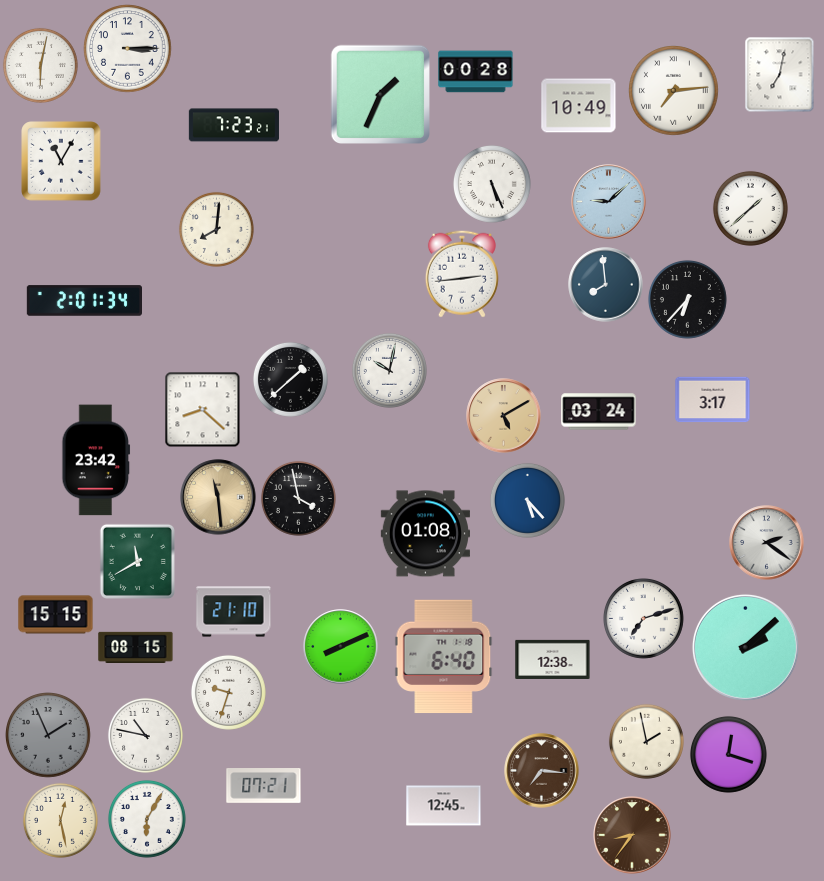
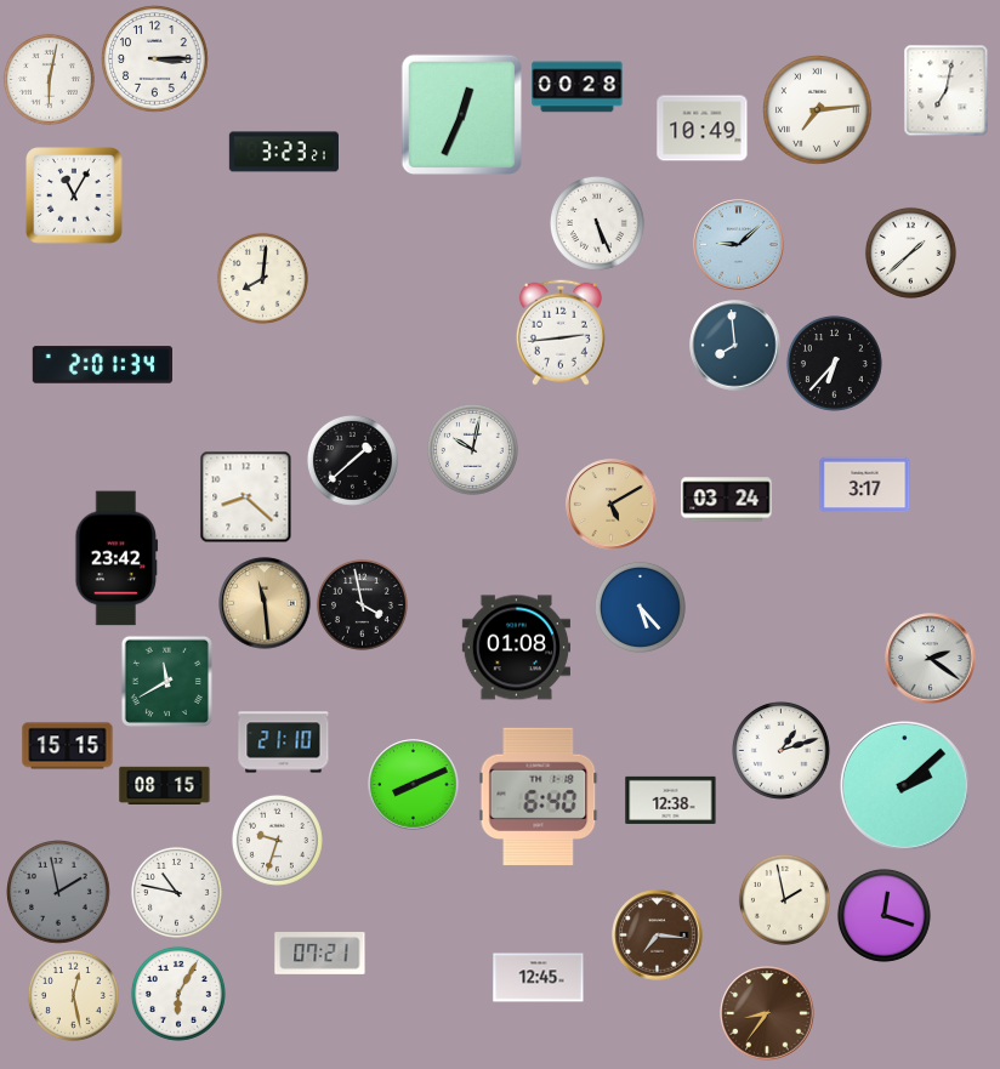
clock at (380, 94): 1:34 -> 12:34
clock at (234, 125): 7:23 -> 3:23
clock at (644, 619): 7:12 -> 1:12
clock at (49, 736): 1:56 -> 1:58
